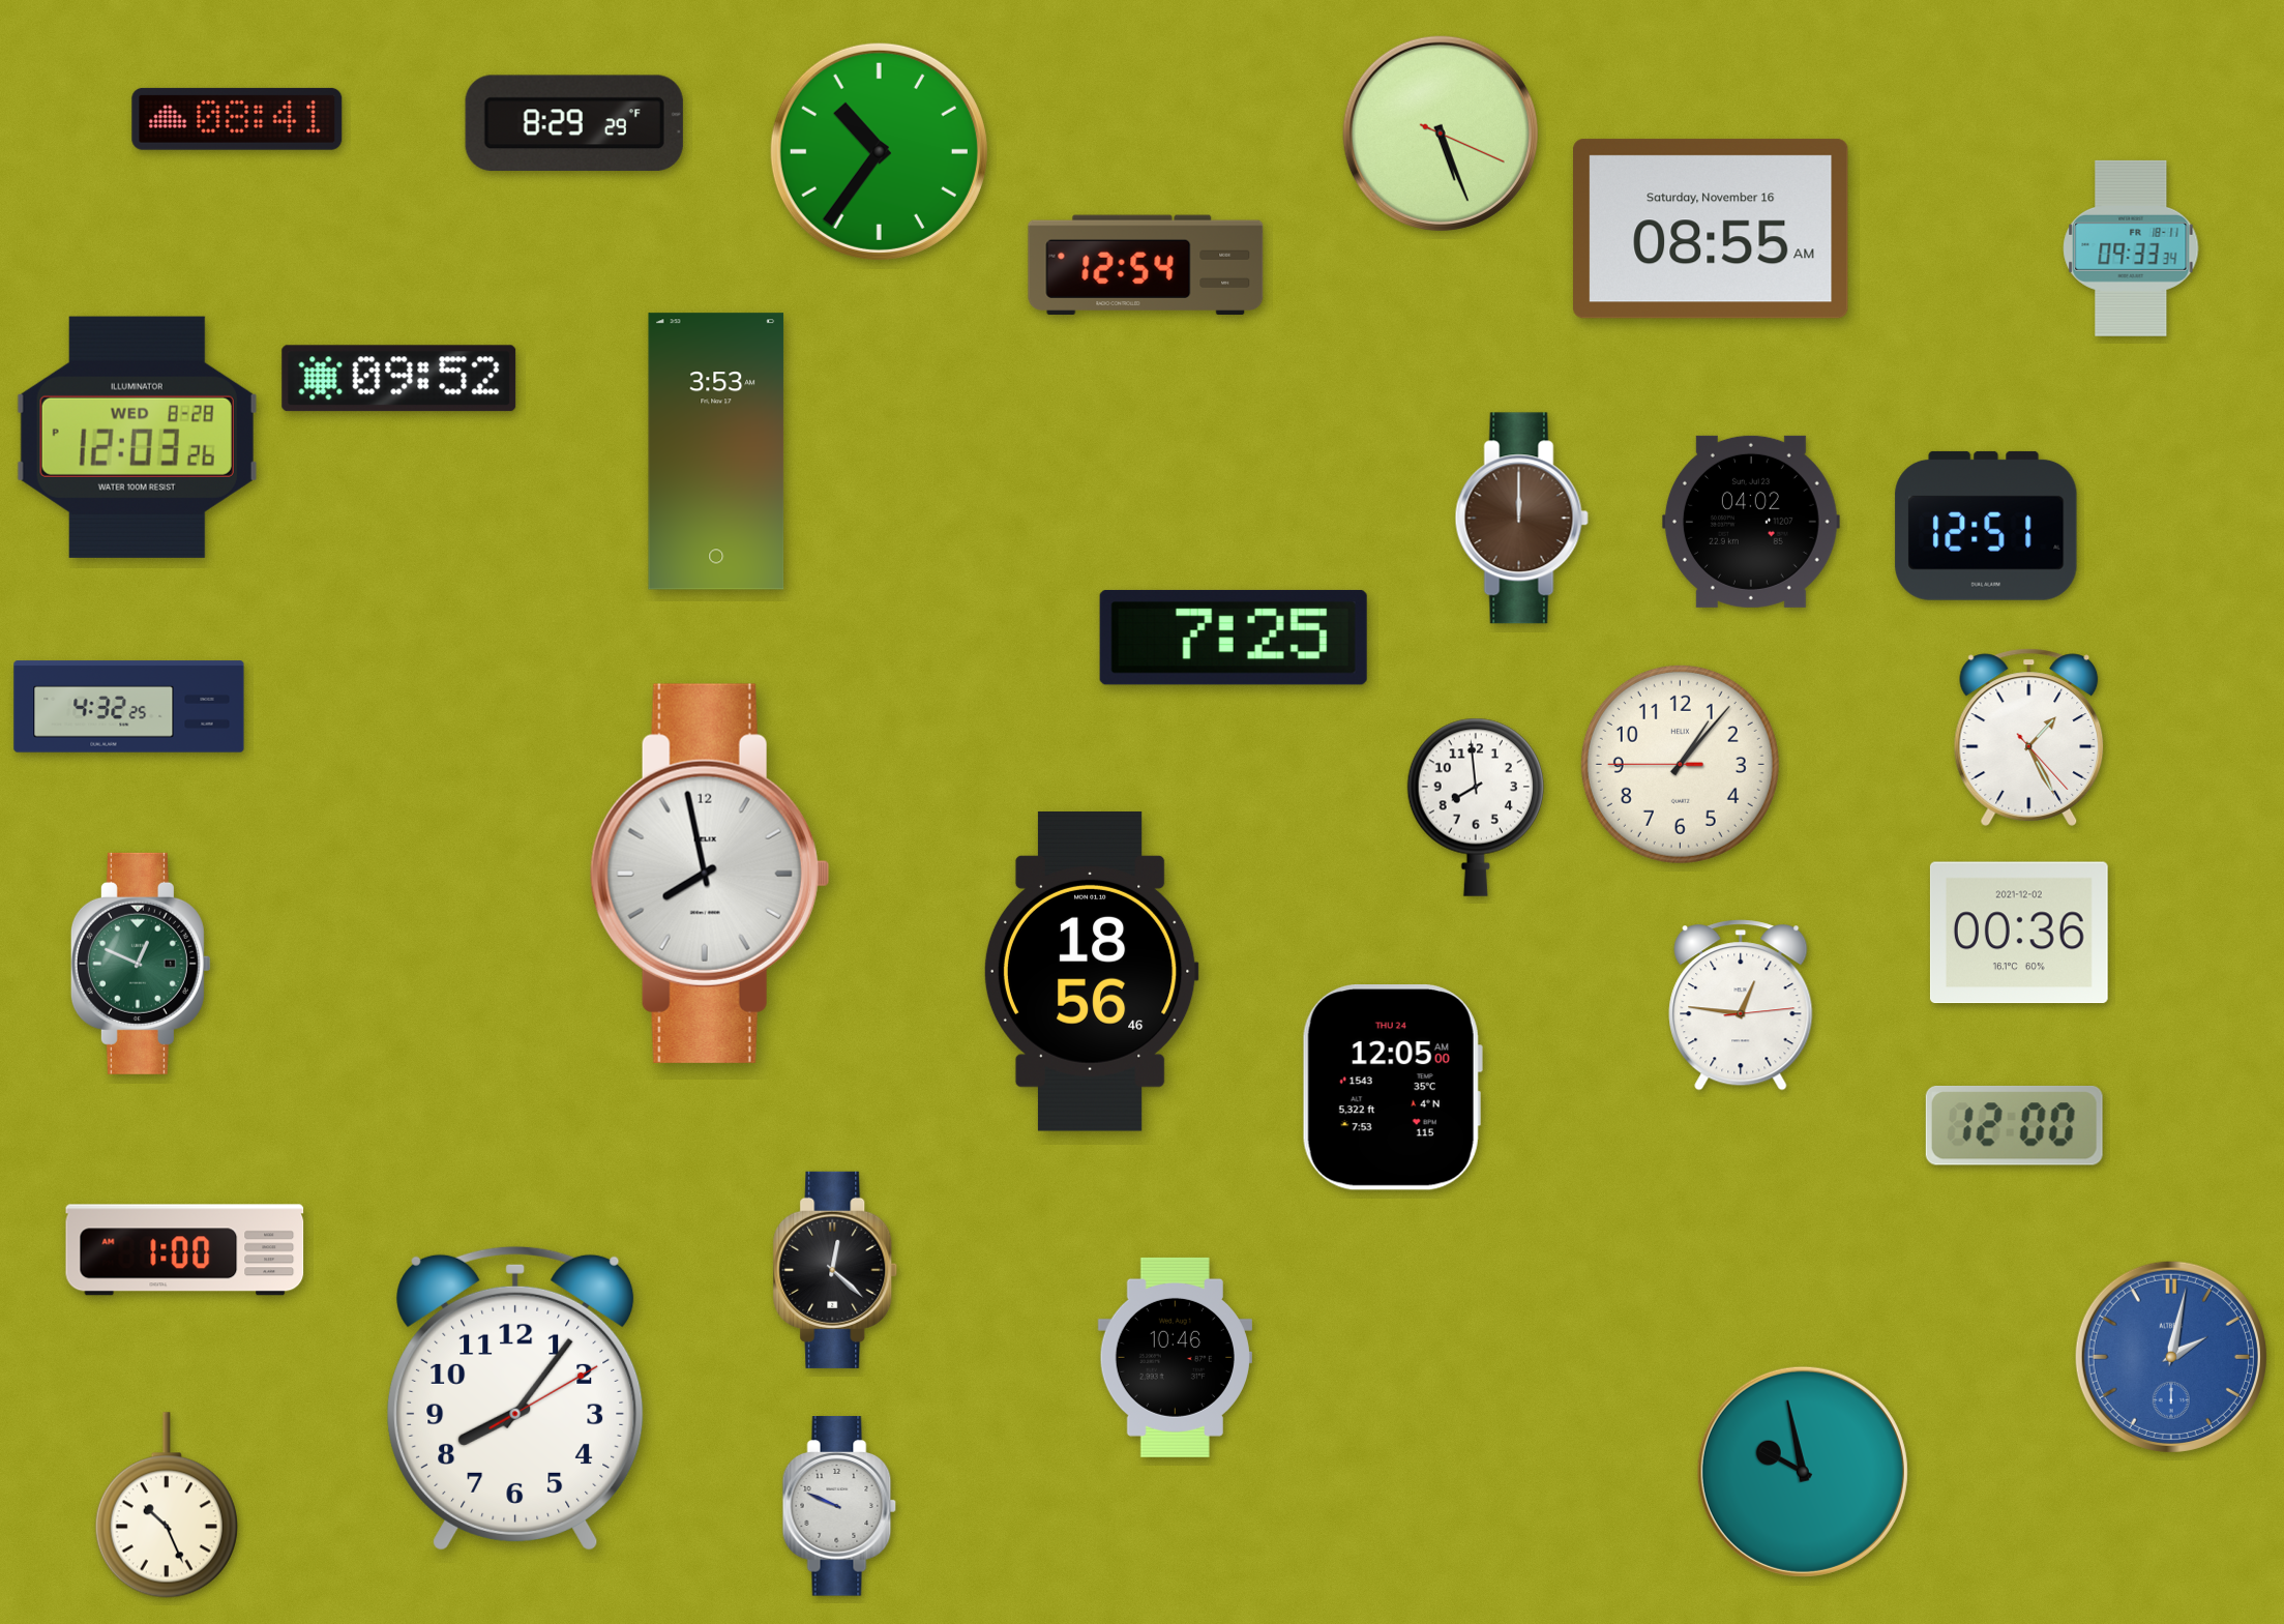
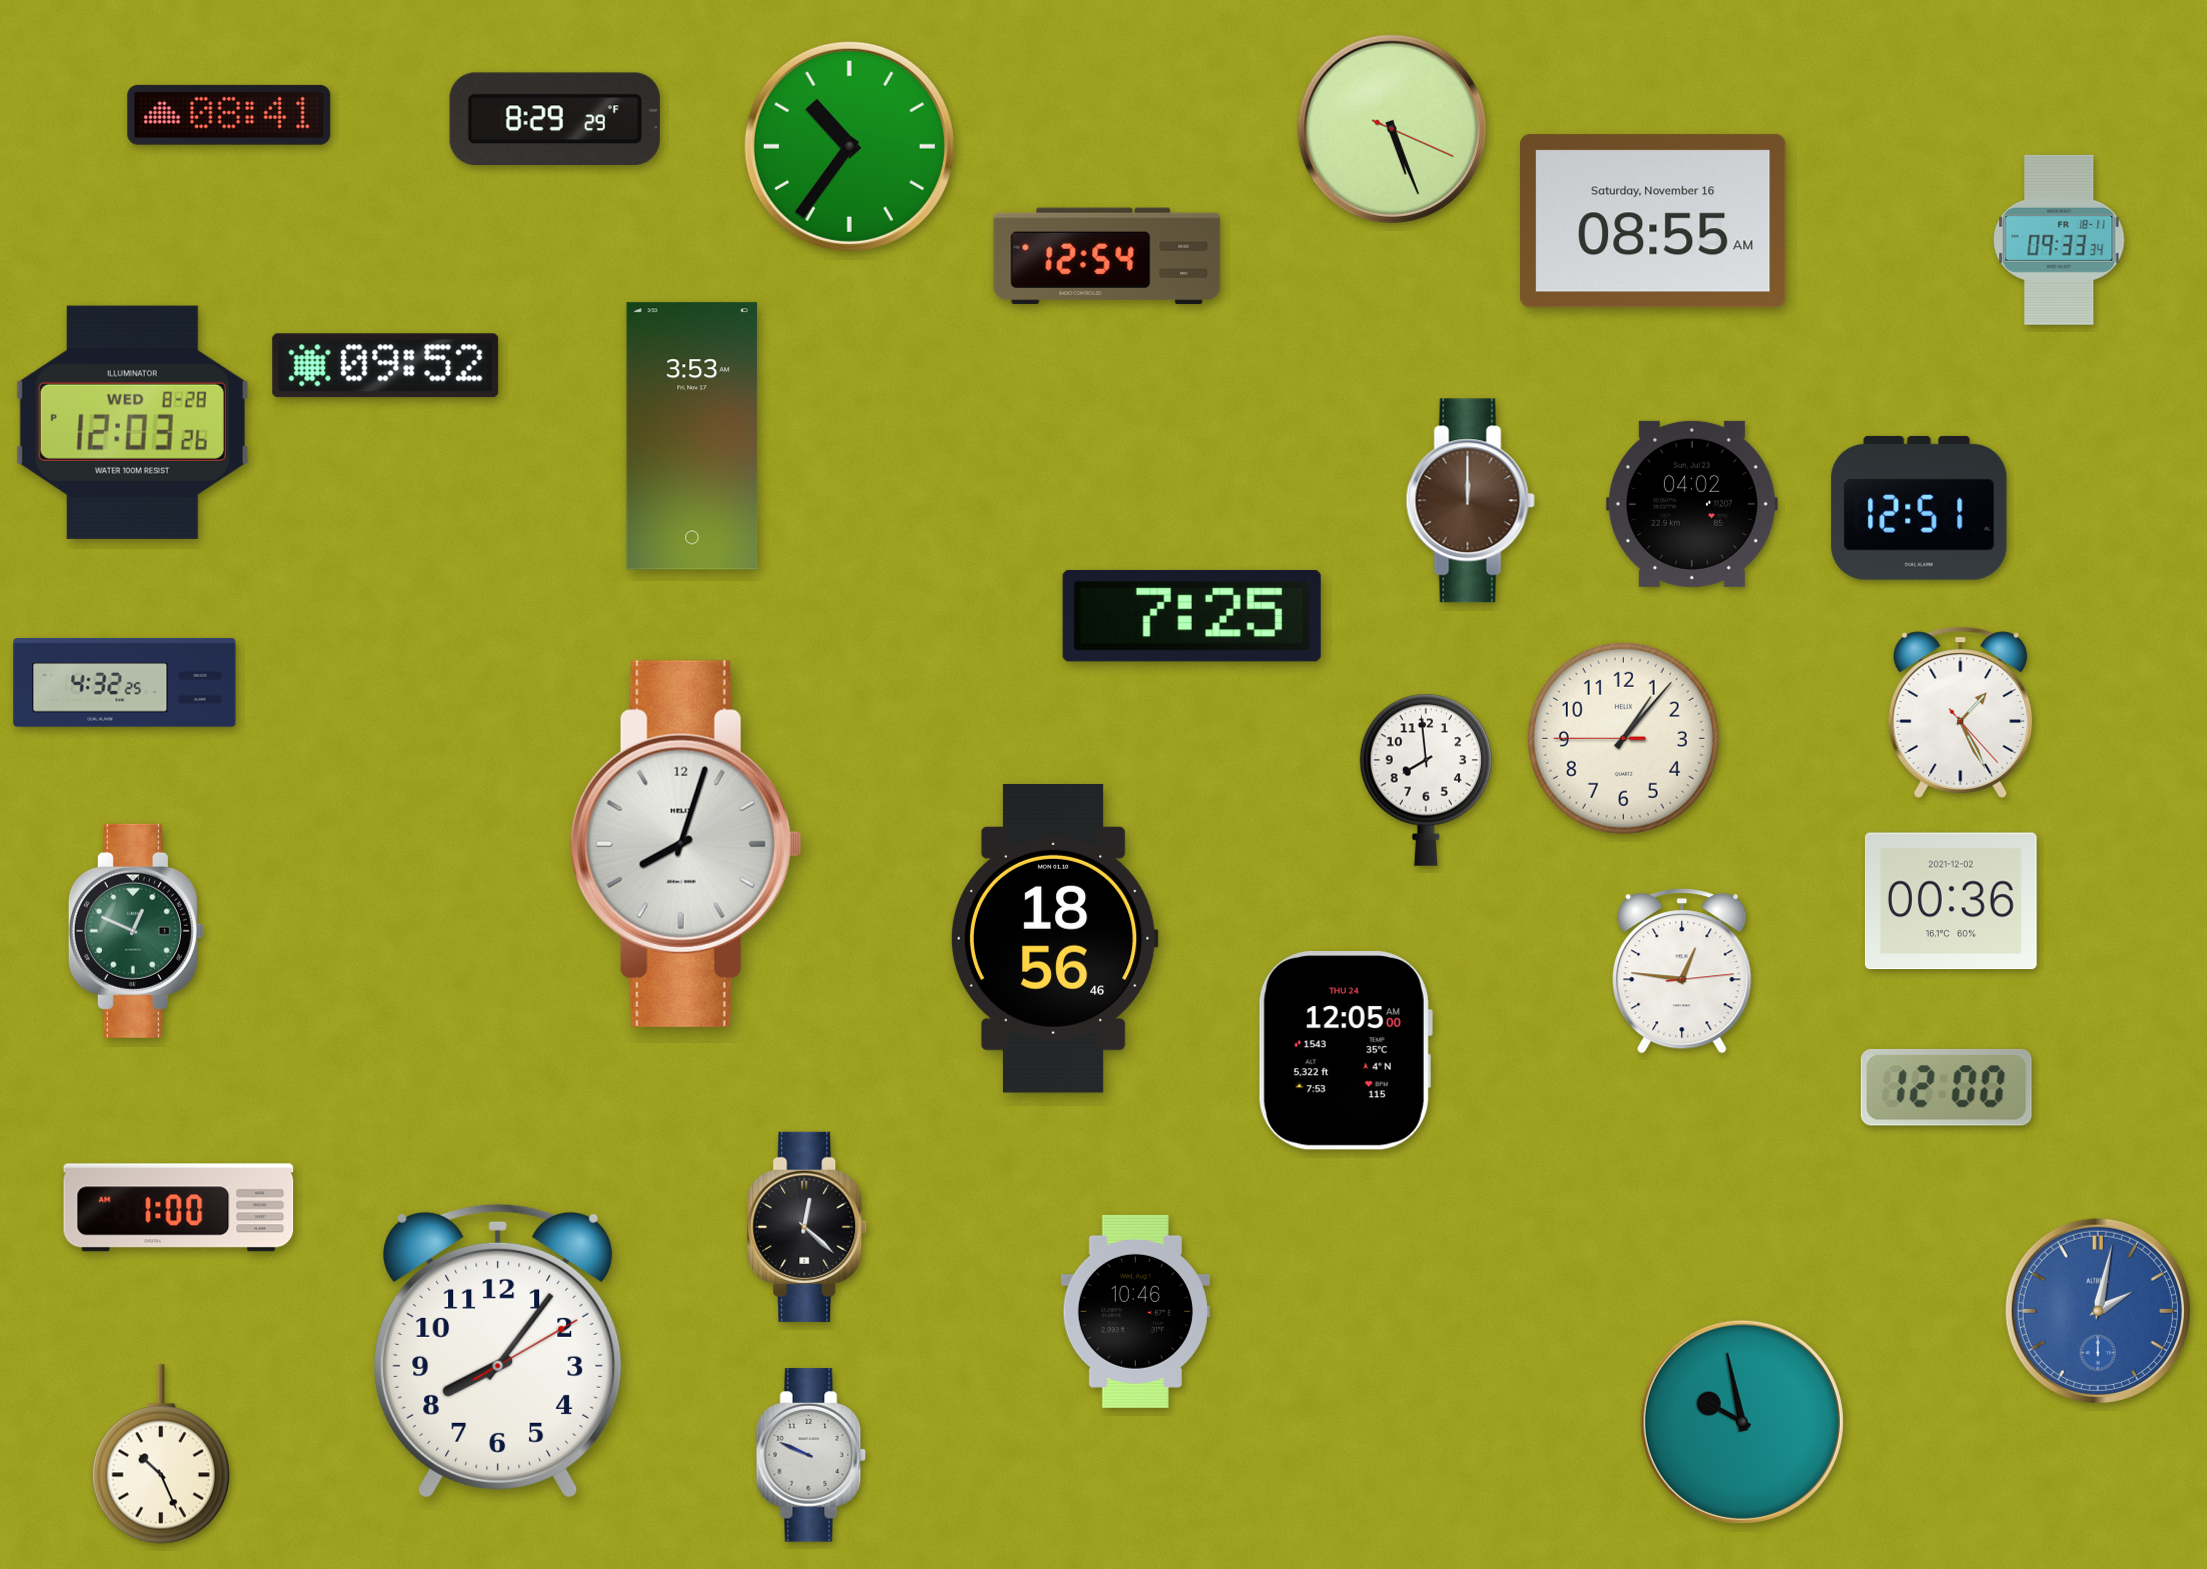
clock at (710, 874): 7:58 -> 8:03
